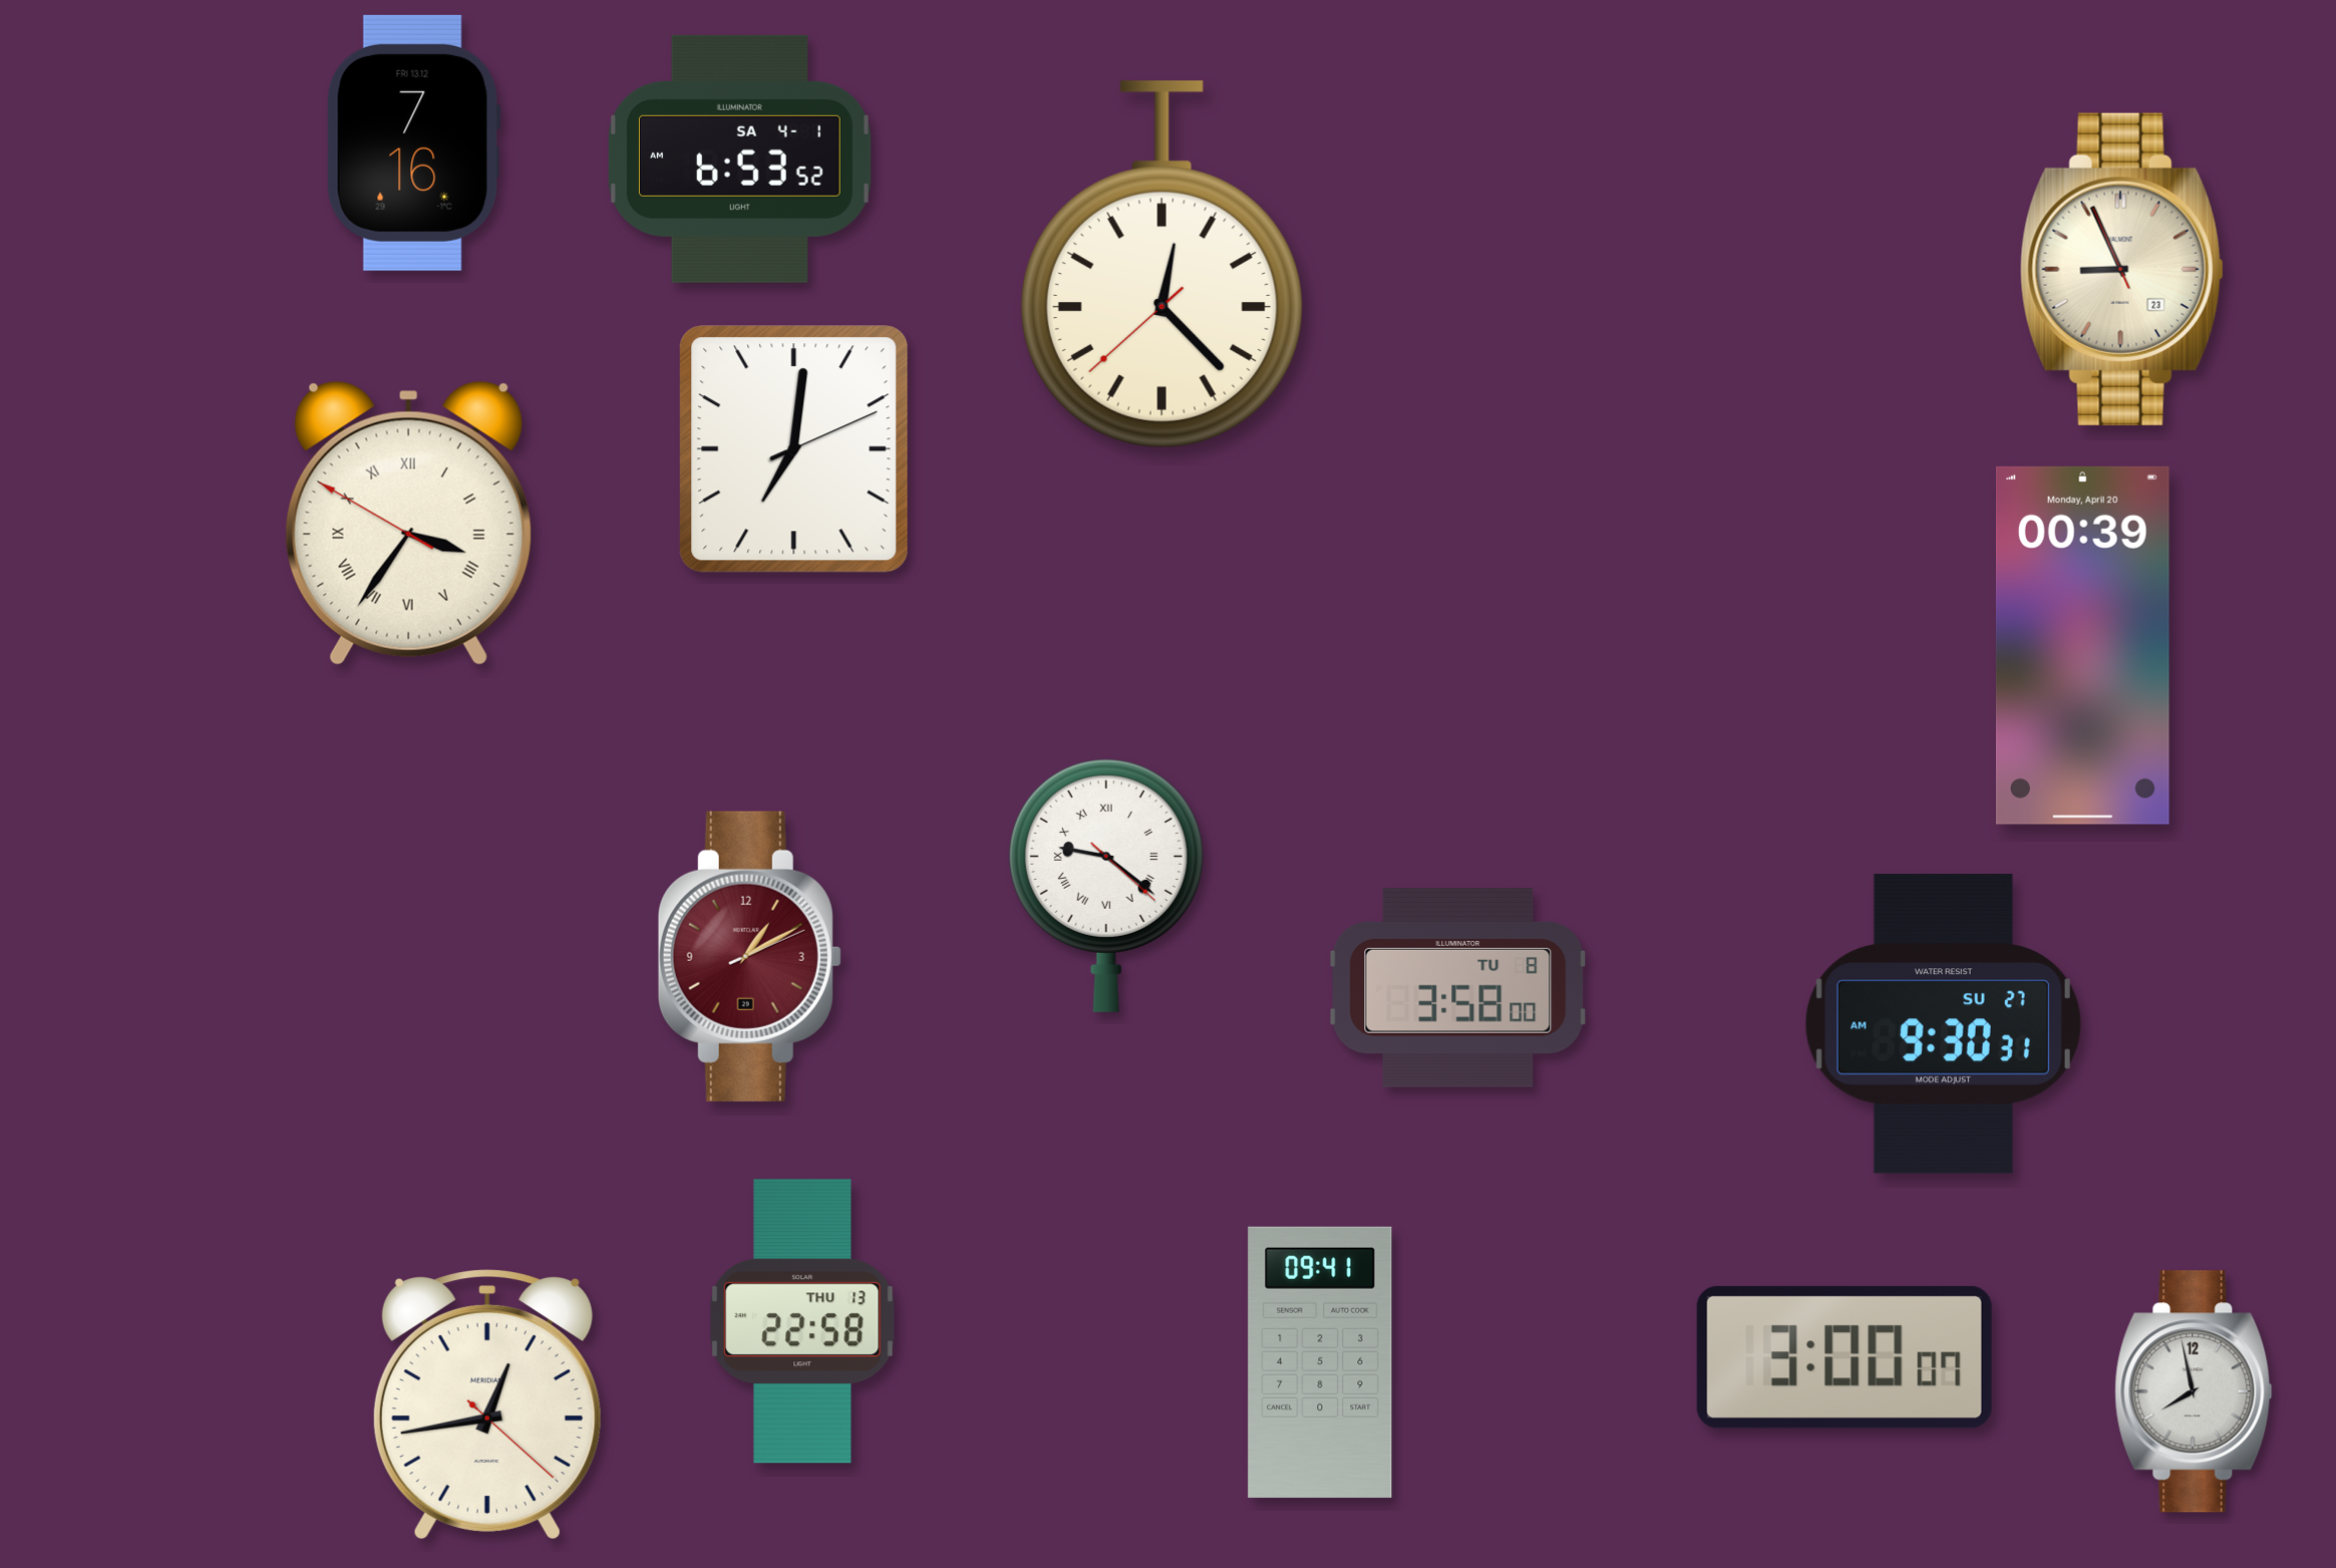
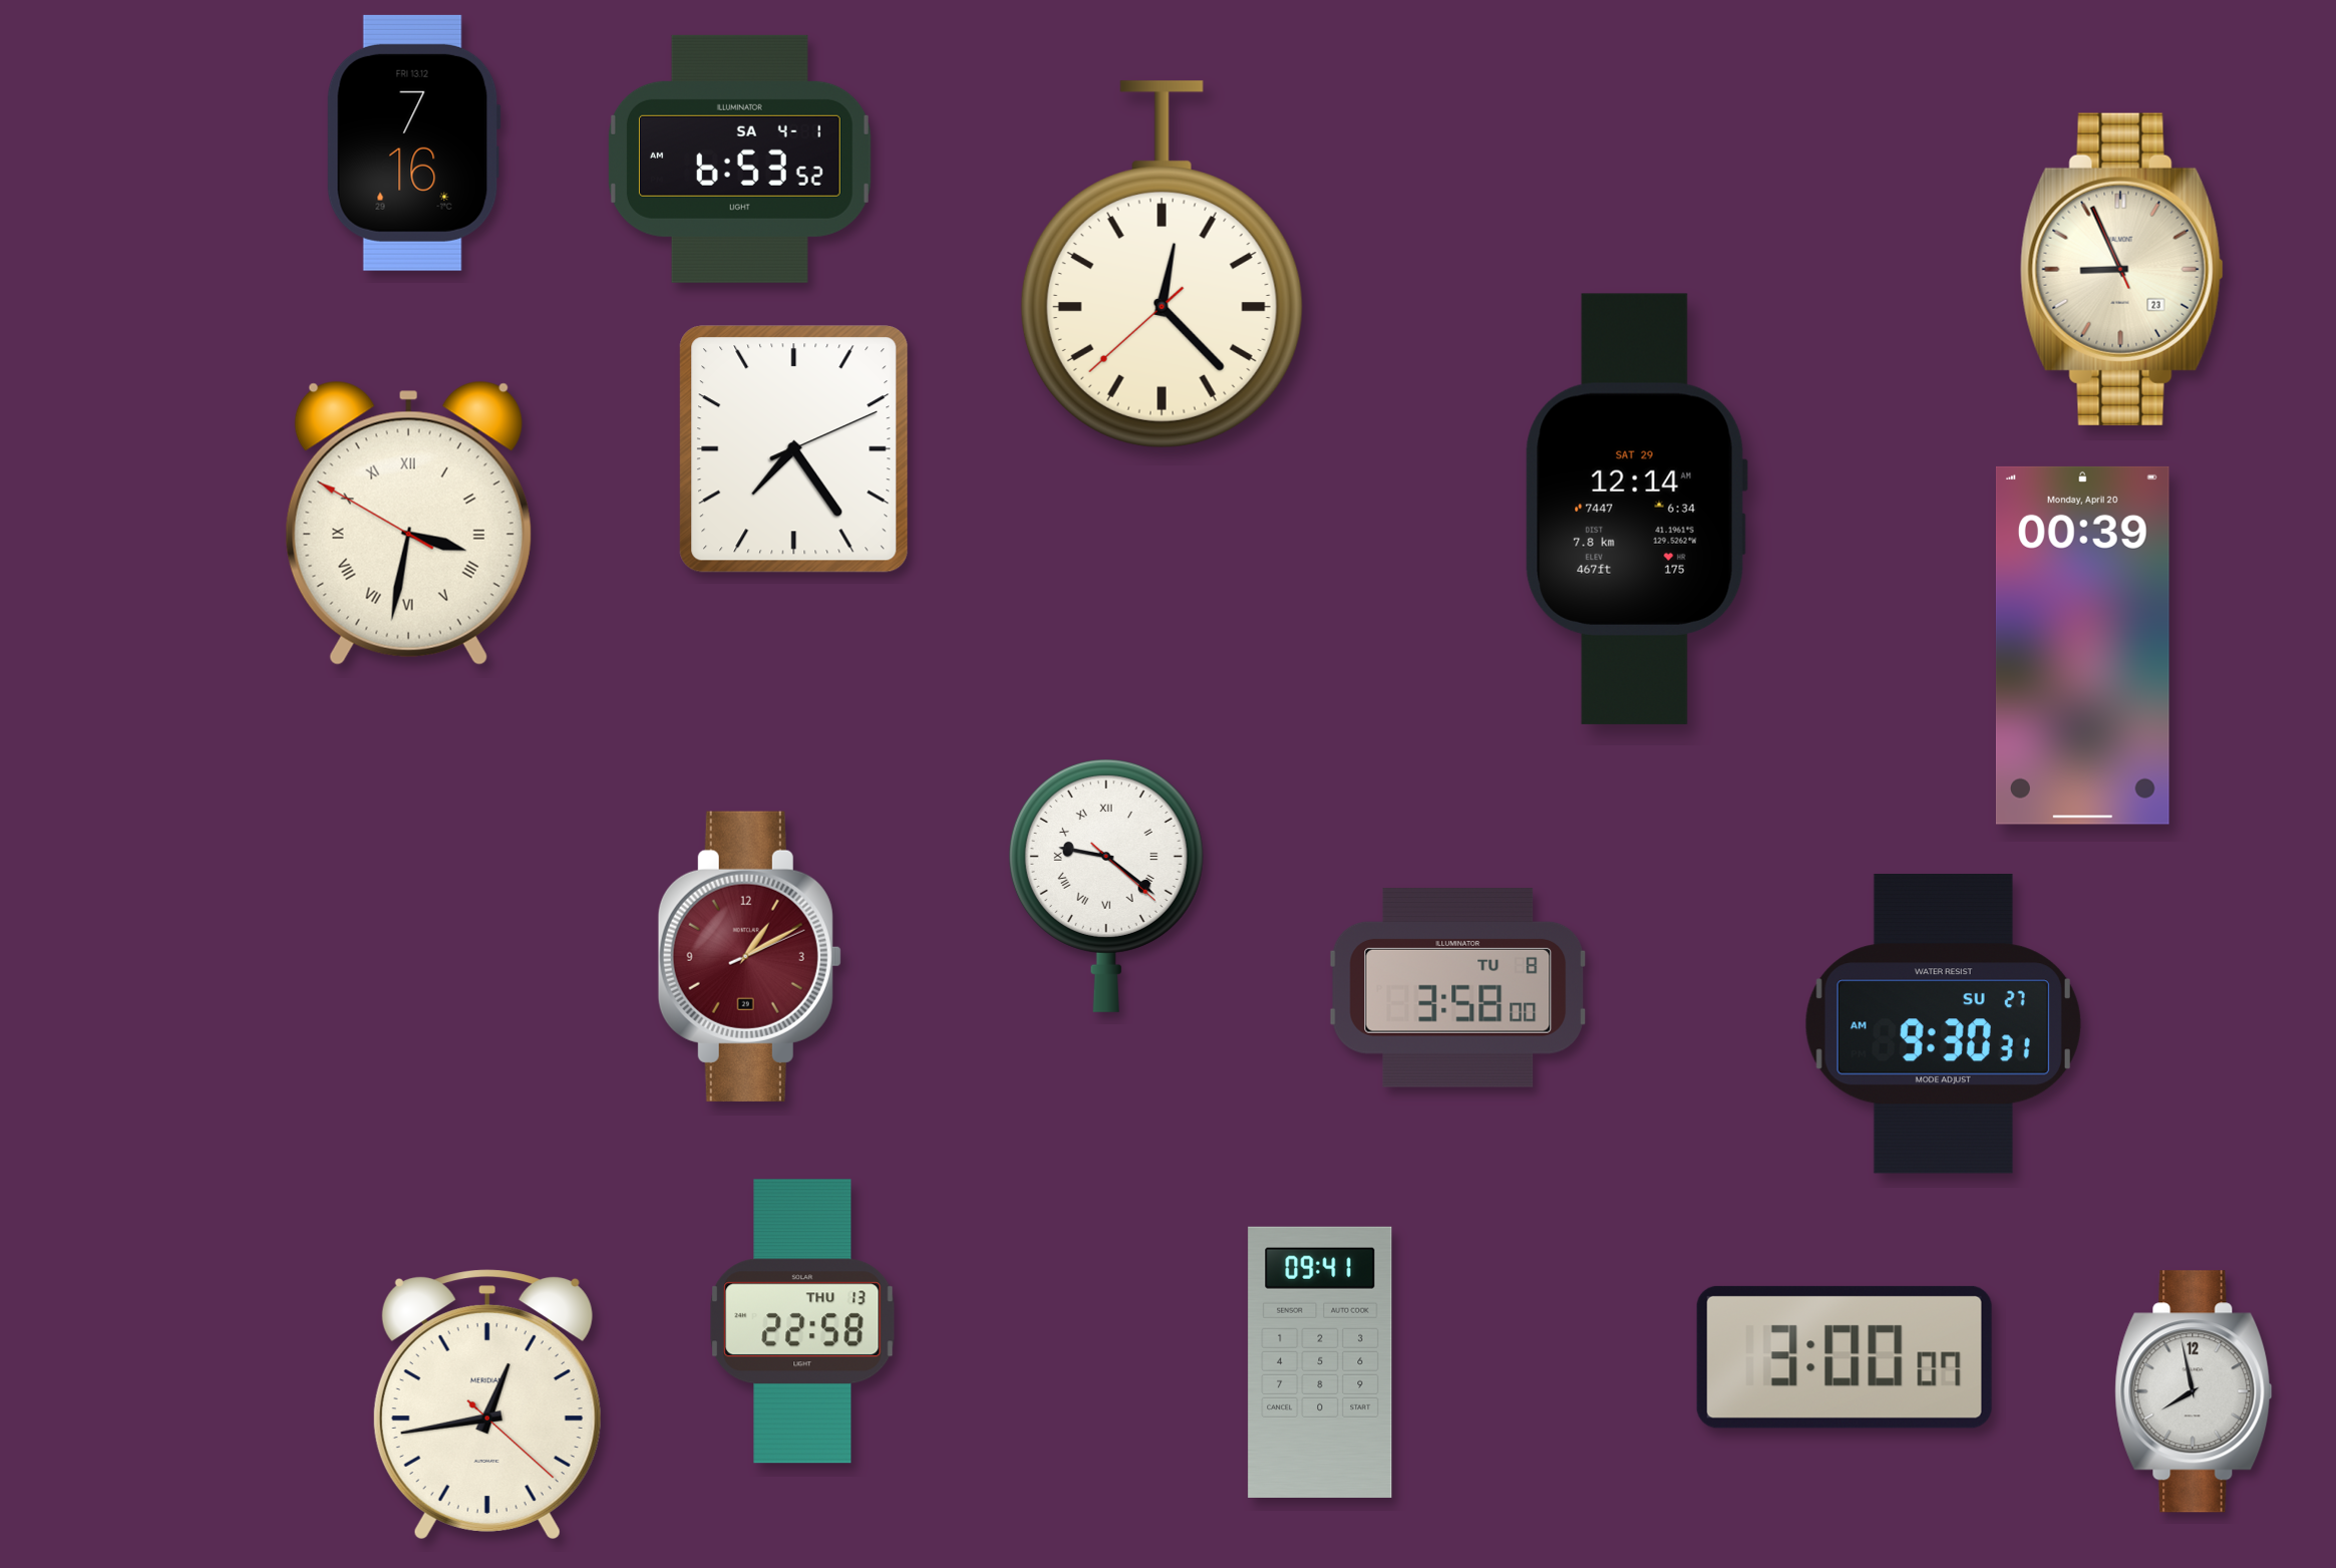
clock at (794, 449): 7:01 -> 7:24
clock at (1636, 509): none -> 12:14
clock at (408, 523): 3:35 -> 3:31
